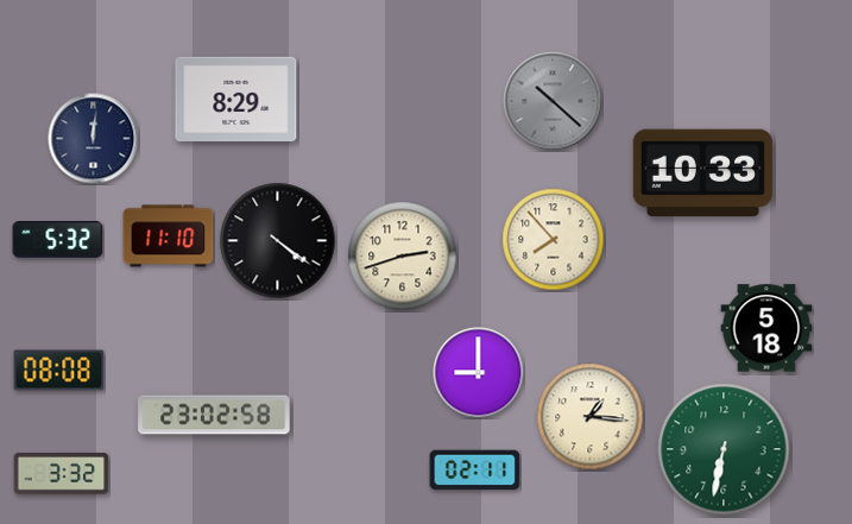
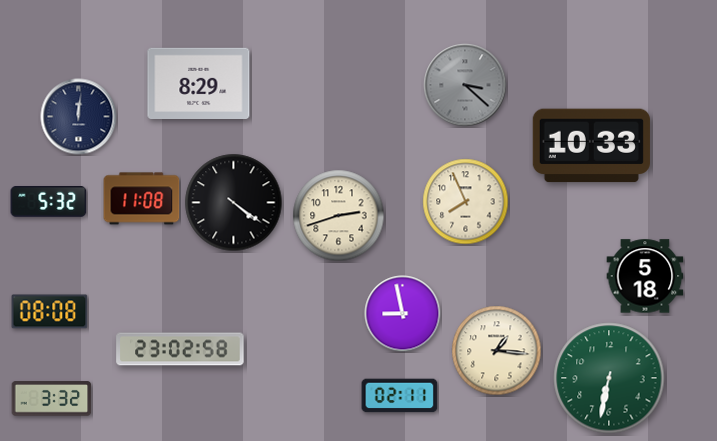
clock at (553, 101): 10:22 -> 3:22
clock at (169, 236): 11:10 -> 11:08
clock at (554, 240): 7:53 -> 7:56
clock at (479, 373): 9:00 -> 8:58
